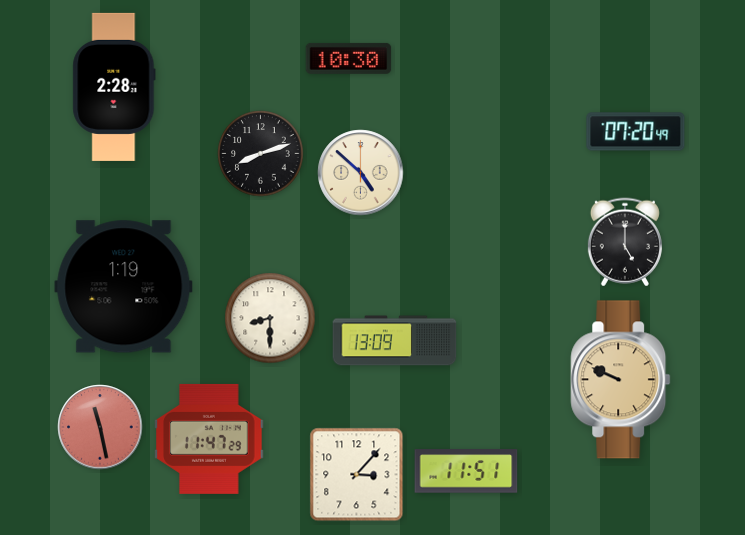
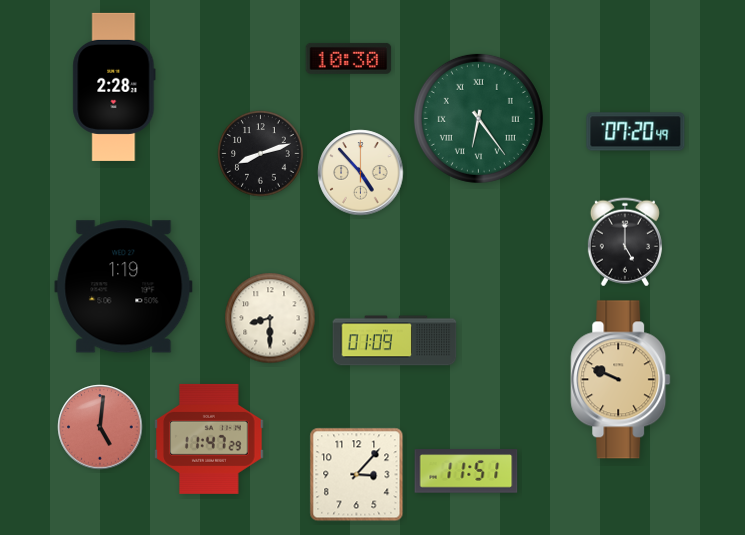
clock at (478, 118): none -> 6:24
clock at (361, 173): 4:52 -> 4:53
clock at (395, 341): 13:09 -> 01:09
clock at (100, 427): 11:28 -> 5:01
